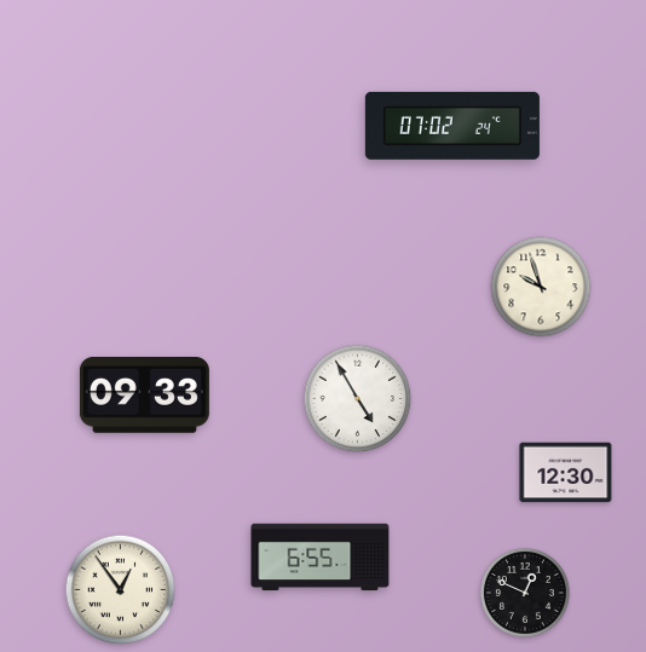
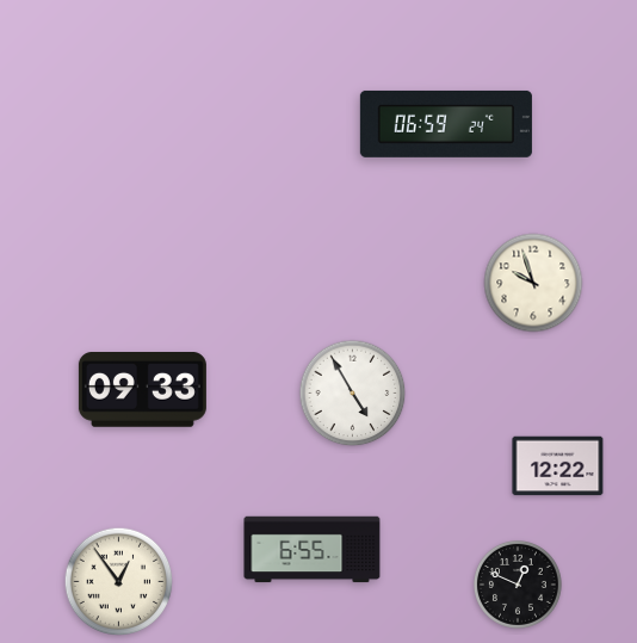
clock at (452, 126): 07:02 -> 06:59
clock at (566, 473): 12:30 -> 12:22
clock at (321, 558) position: (321, 558) -> (313, 550)
